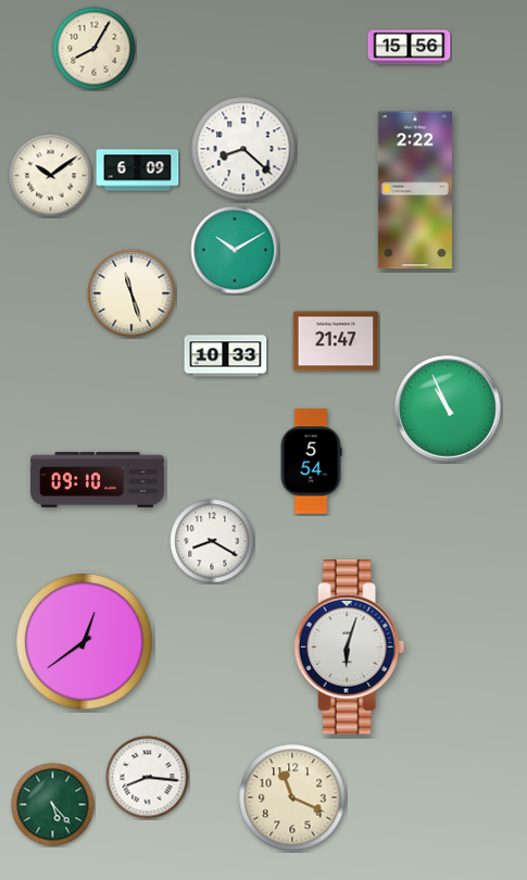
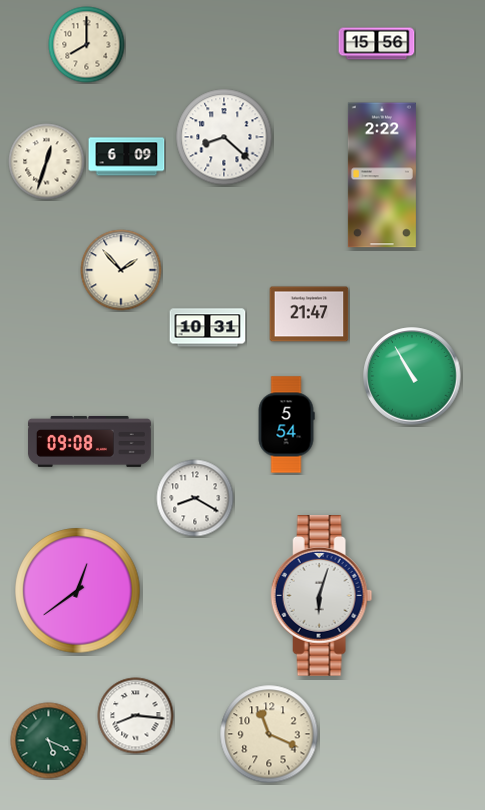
clock at (95, 49): 8:05 -> 8:00
clock at (51, 176): 10:09 -> 12:33
clock at (235, 250): 10:10 -> none
clock at (131, 293): 11:27 -> 1:53
clock at (226, 356): 10:33 -> 10:31
clock at (448, 408): 10:56 -> 10:55
clock at (98, 479): 09:10 -> 09:08
clock at (53, 805): 5:23 -> 5:19
